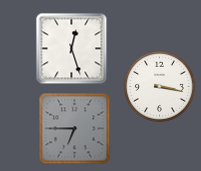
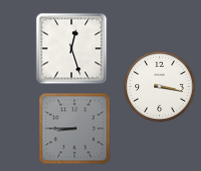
clock at (75, 129): 6:45 -> 8:45
